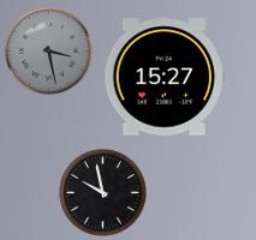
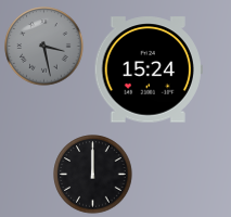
clock at (165, 77): 15:27 -> 15:24
clock at (103, 193): 9:58 -> 12:00
